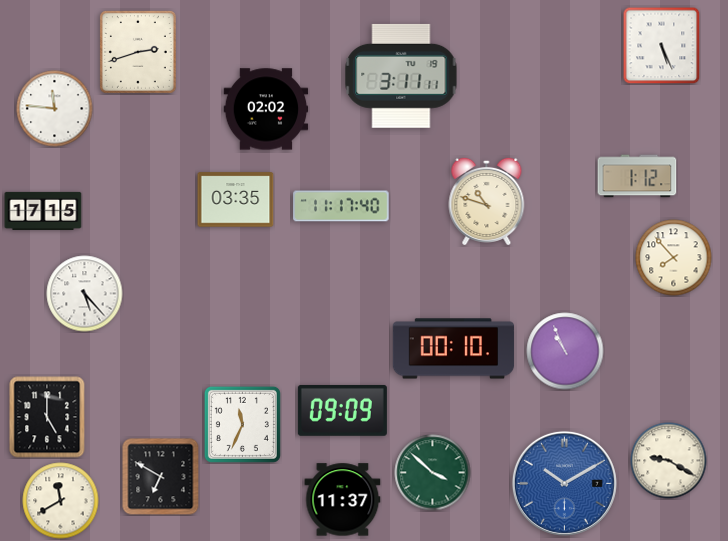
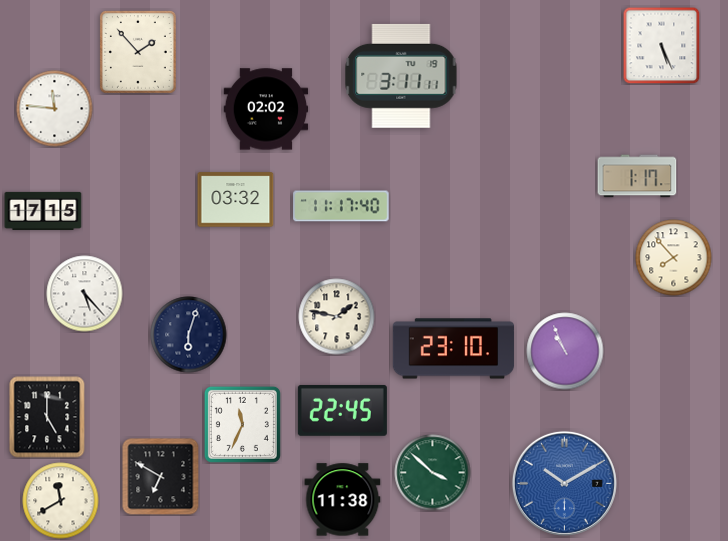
clock at (138, 52): 2:42 -> 1:53
clock at (637, 176): 1:12 -> 1:17
clock at (236, 200): 03:35 -> 03:32
clock at (487, 201): 10:48 -> none
clock at (337, 317): none -> 1:47
clock at (189, 335): none -> 6:03
clock at (454, 349): 00:10 -> 23:10
clock at (342, 410): 09:09 -> 22:45
clock at (669, 461): 9:20 -> none
clock at (343, 500): 11:37 -> 11:38
